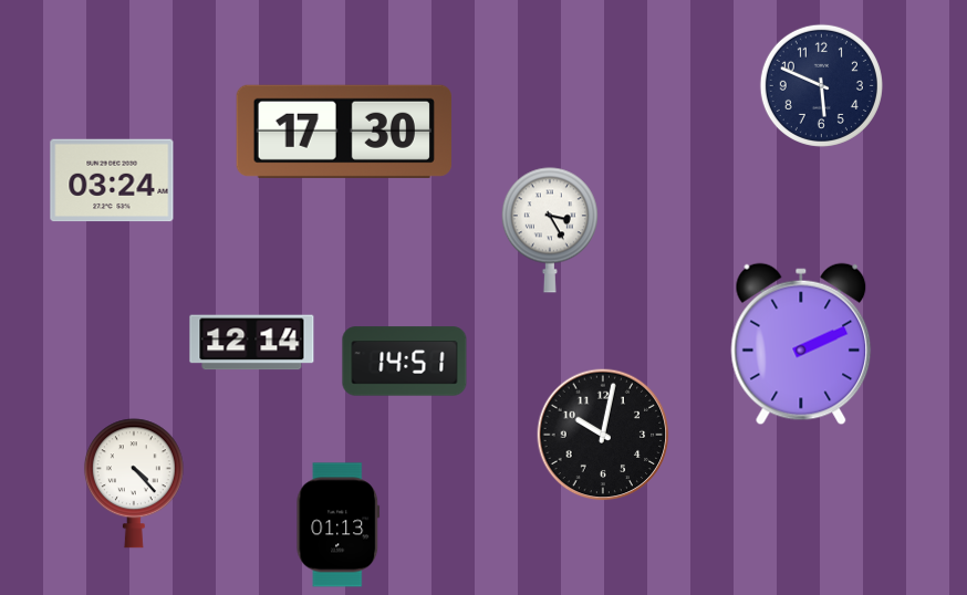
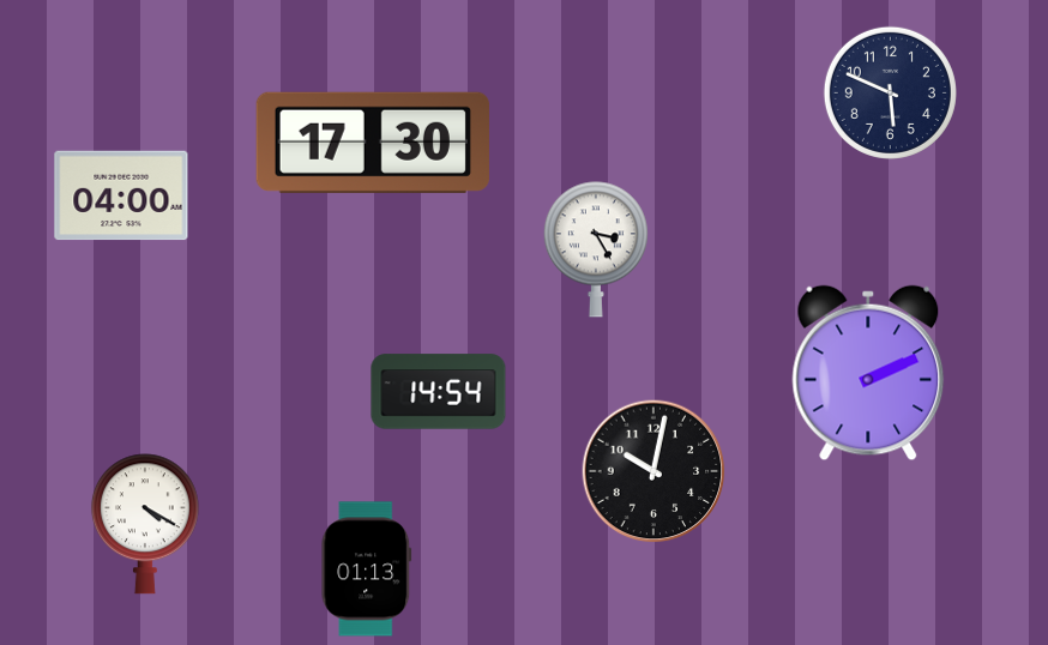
clock at (112, 180): 03:24 -> 04:00
clock at (252, 343): 12:14 -> none
clock at (405, 362): 14:51 -> 14:54
clock at (134, 483): 4:23 -> 4:20
